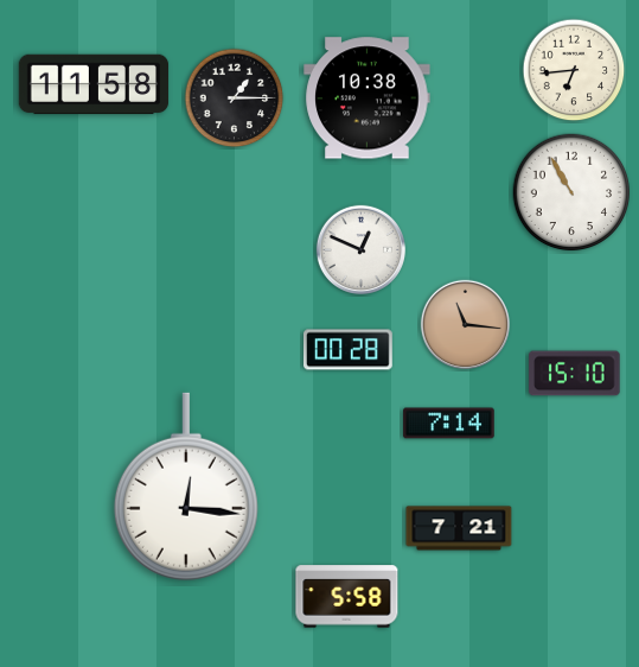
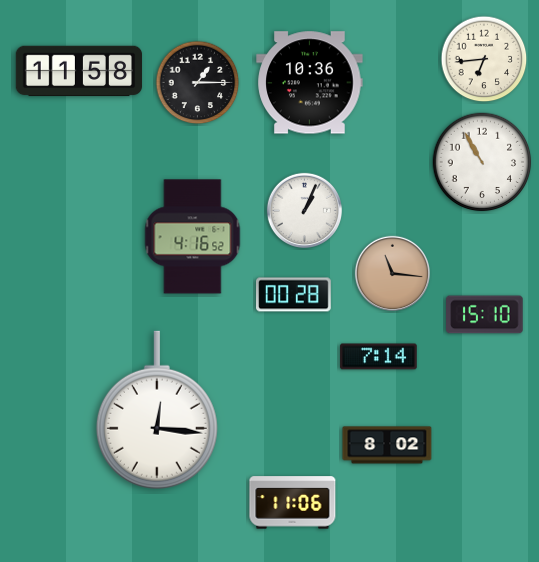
clock at (368, 99): 10:38 -> 10:36
clock at (360, 249): 12:49 -> 1:04
clock at (193, 237): none -> 4:16
clock at (459, 528): 7:21 -> 8:02
clock at (347, 597): 5:58 -> 11:06
